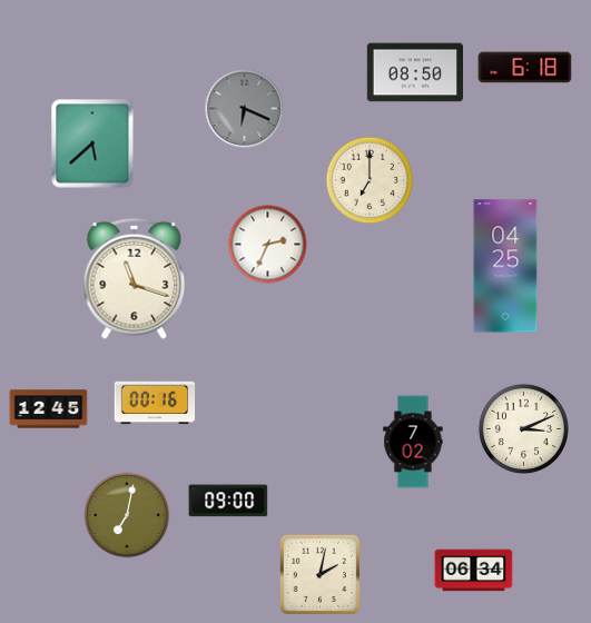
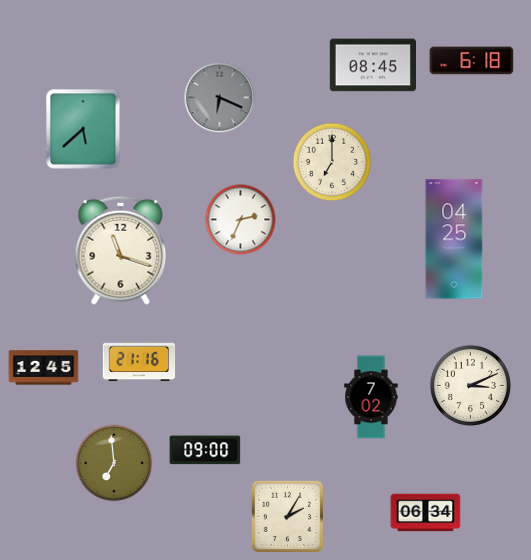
clock at (414, 72): 08:50 -> 08:45
clock at (155, 402): 00:16 -> 21:16
clock at (127, 515): 7:02 -> 6:59
clock at (319, 574): 2:02 -> 2:05
